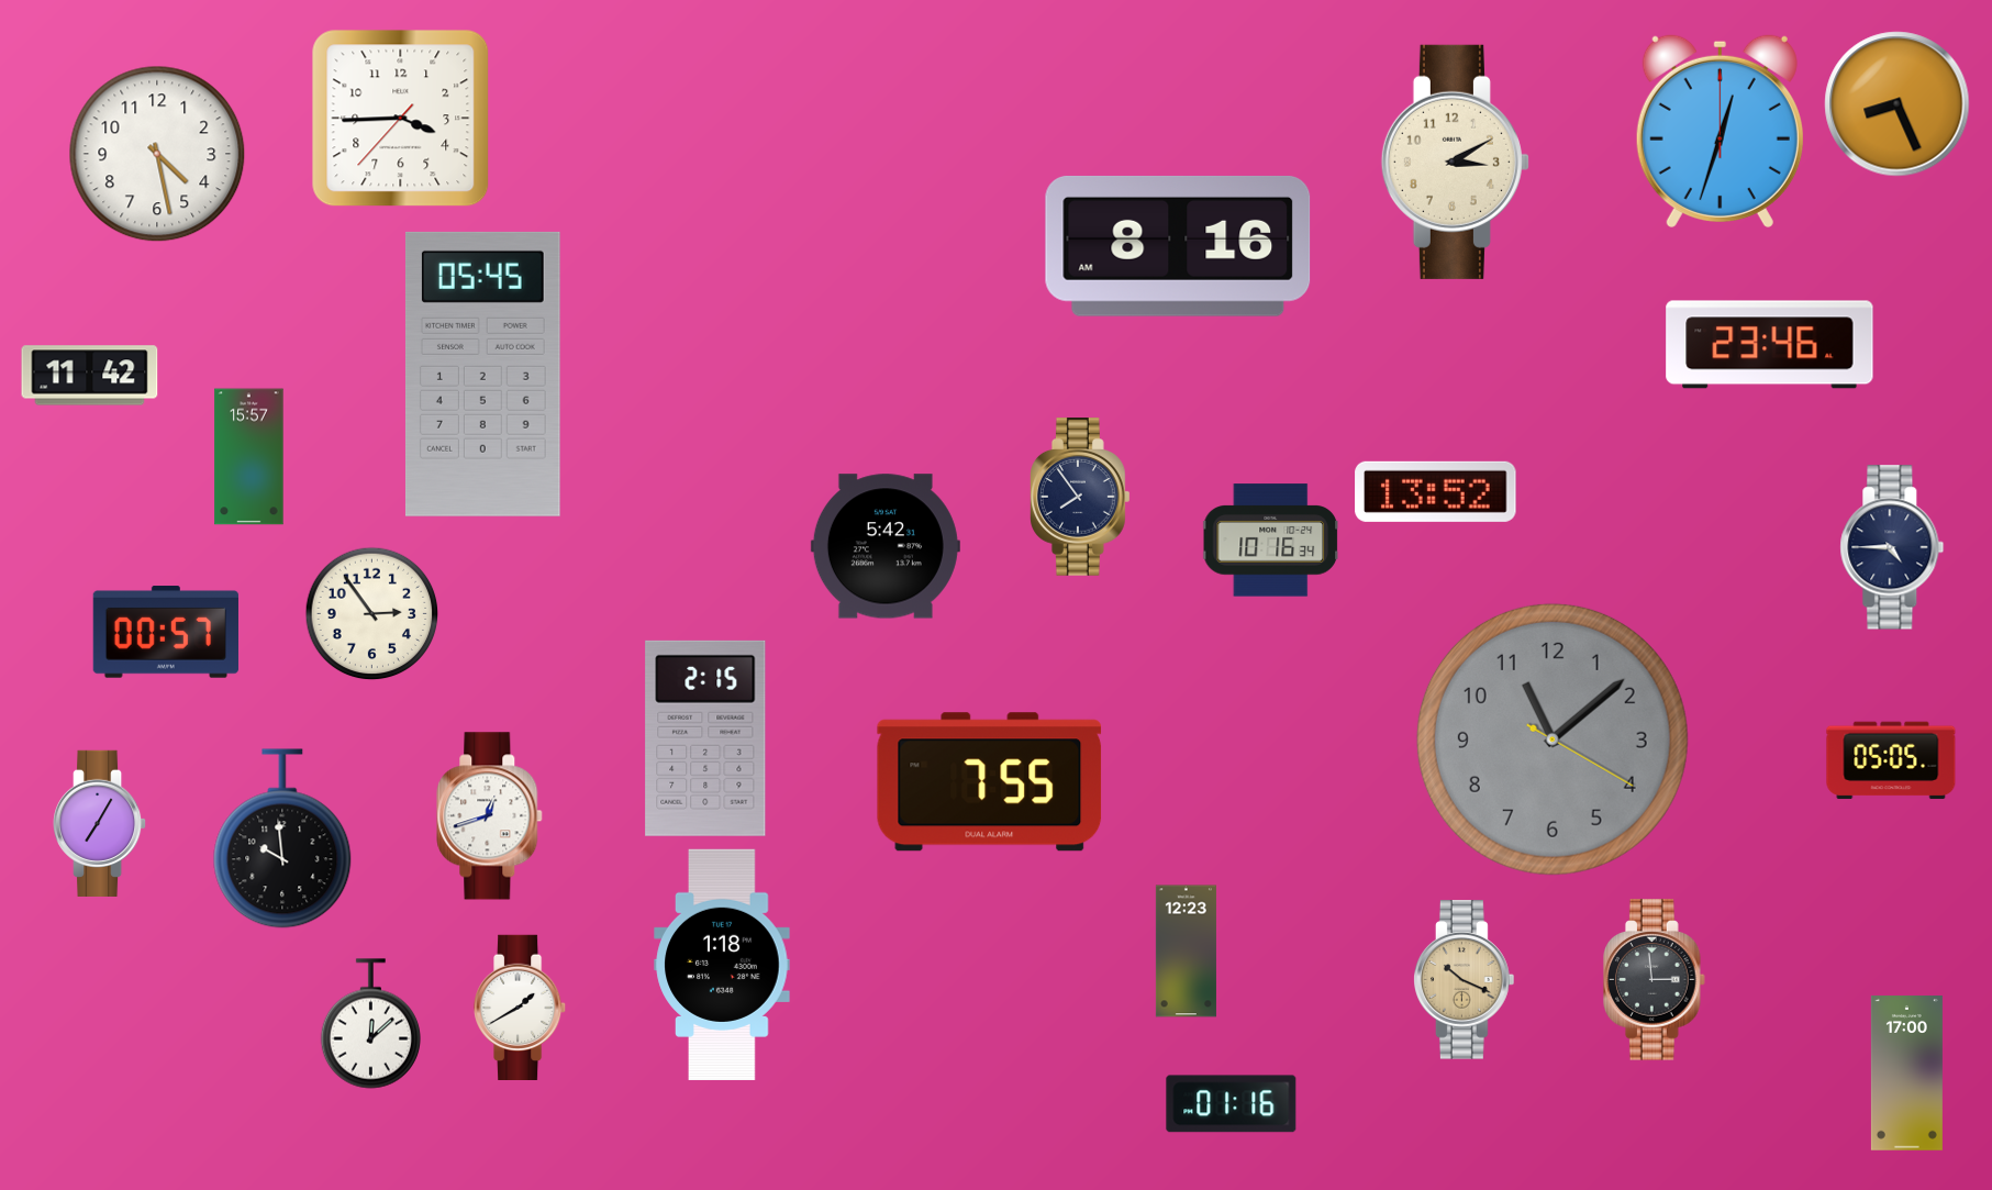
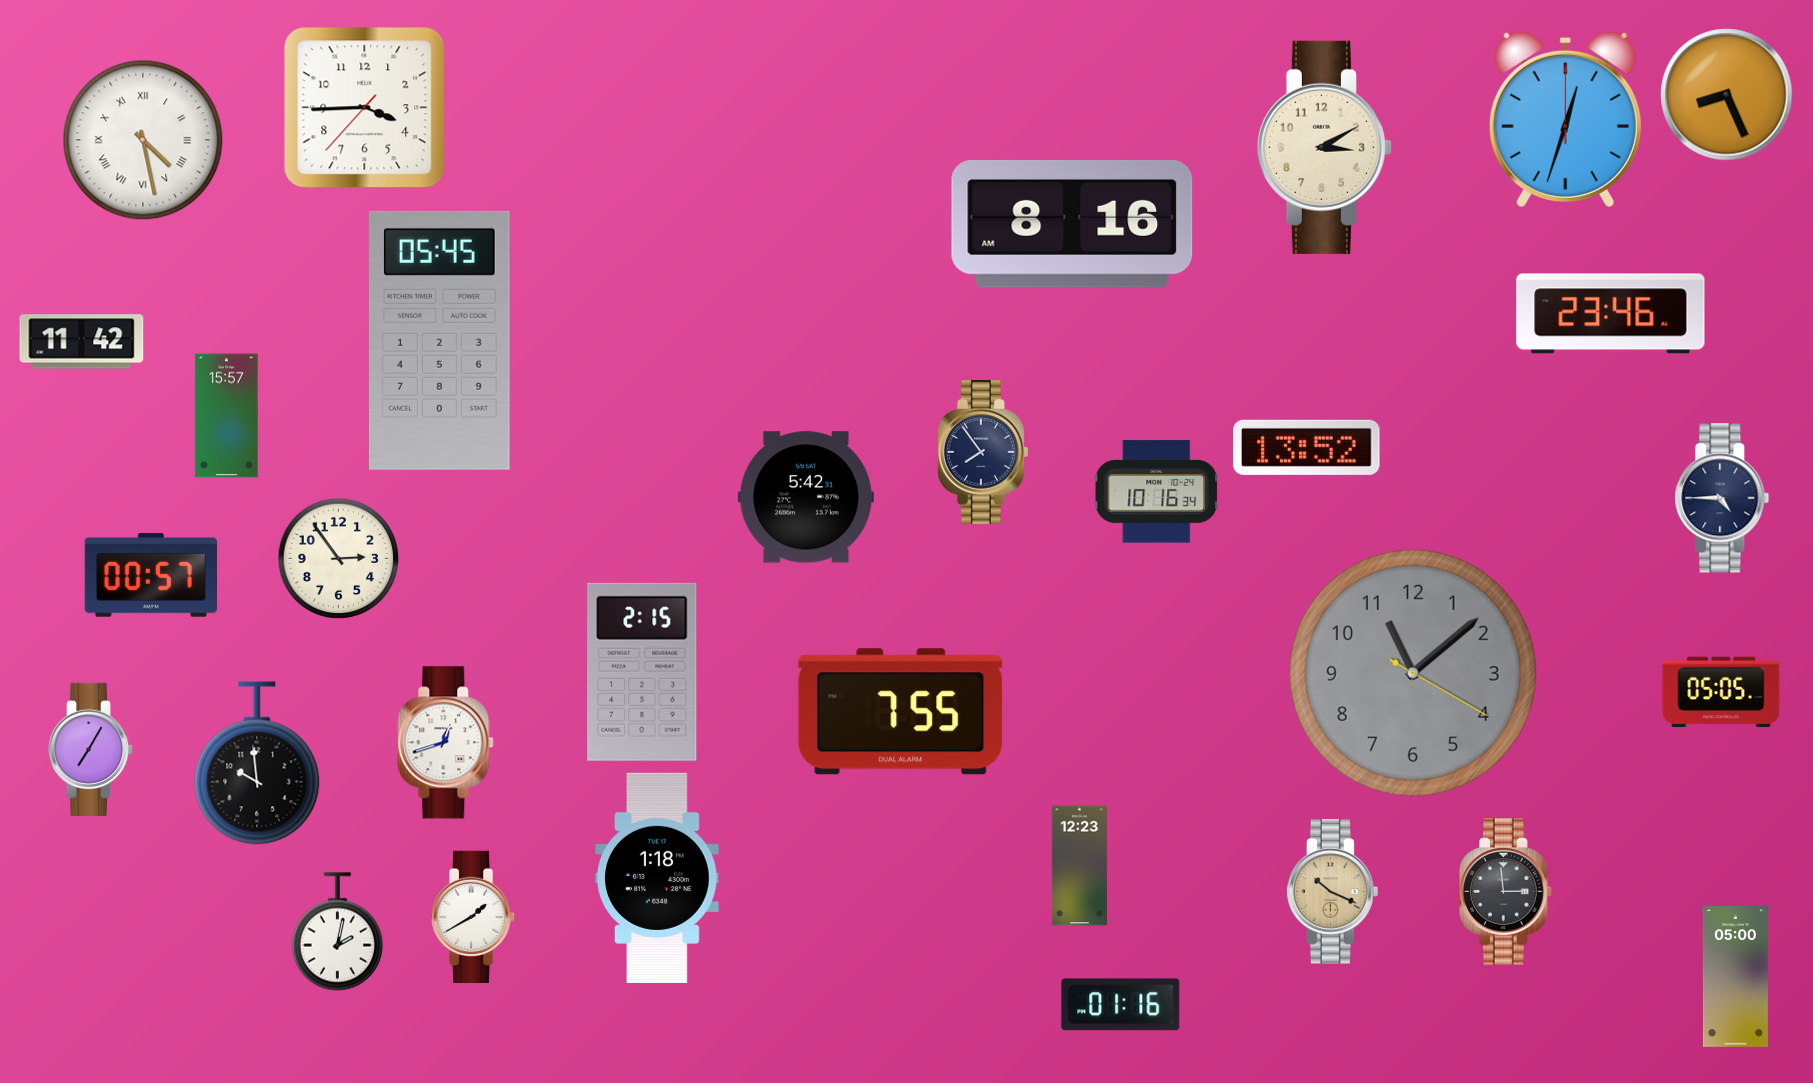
clock at (157, 154) numerals: Arabic -> Roman
clock at (370, 1024): 12:08 -> 2:02
clock at (1906, 1074): 17:00 -> 05:00
